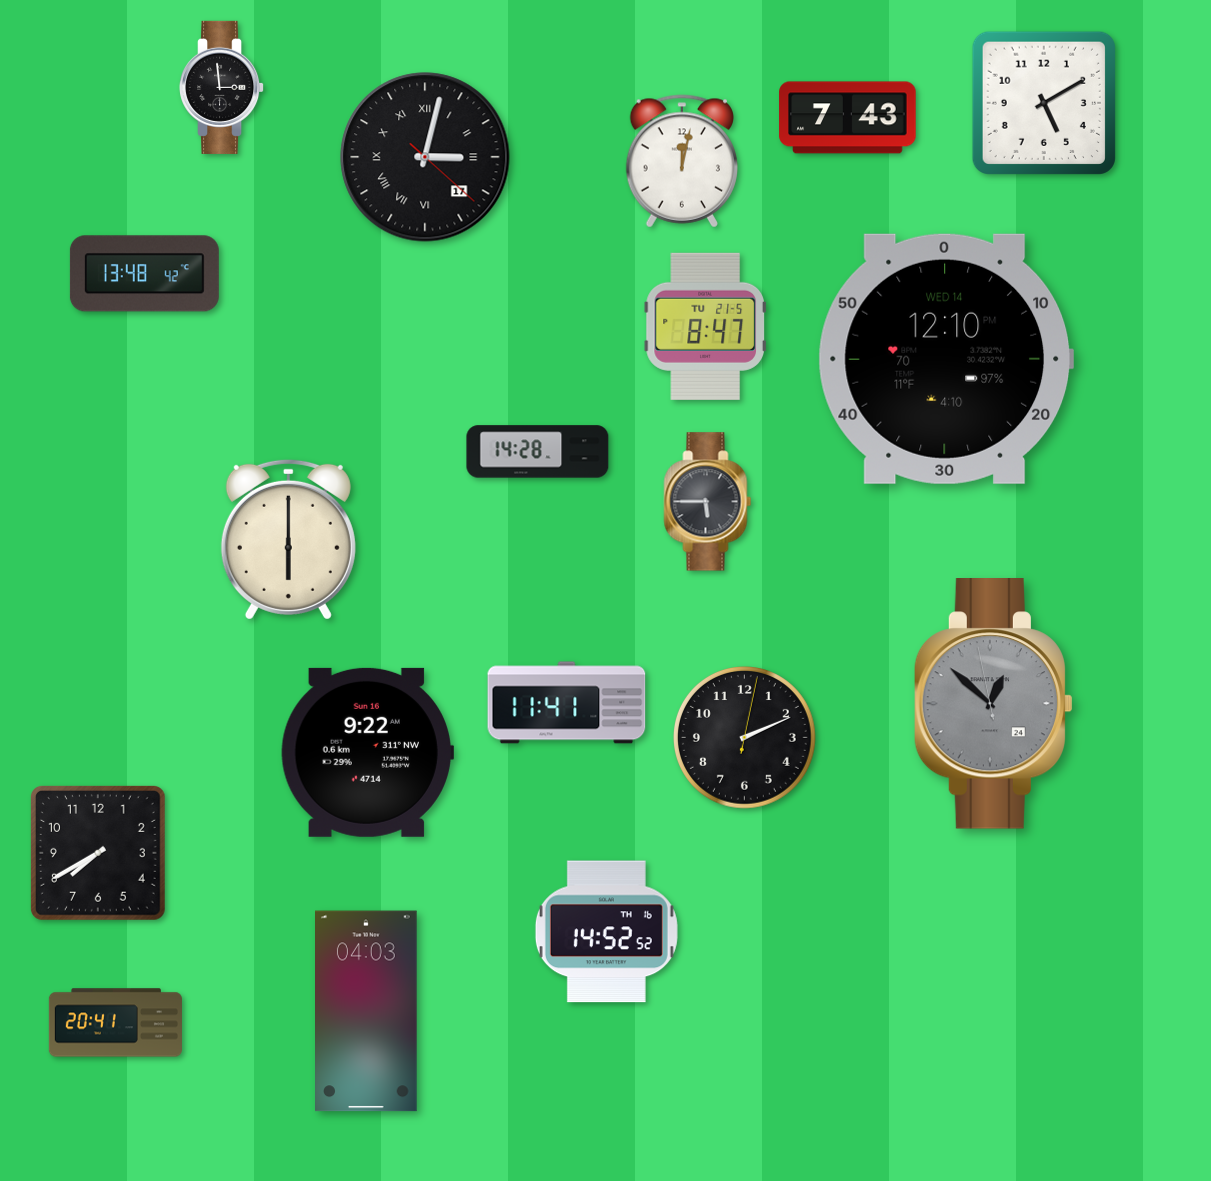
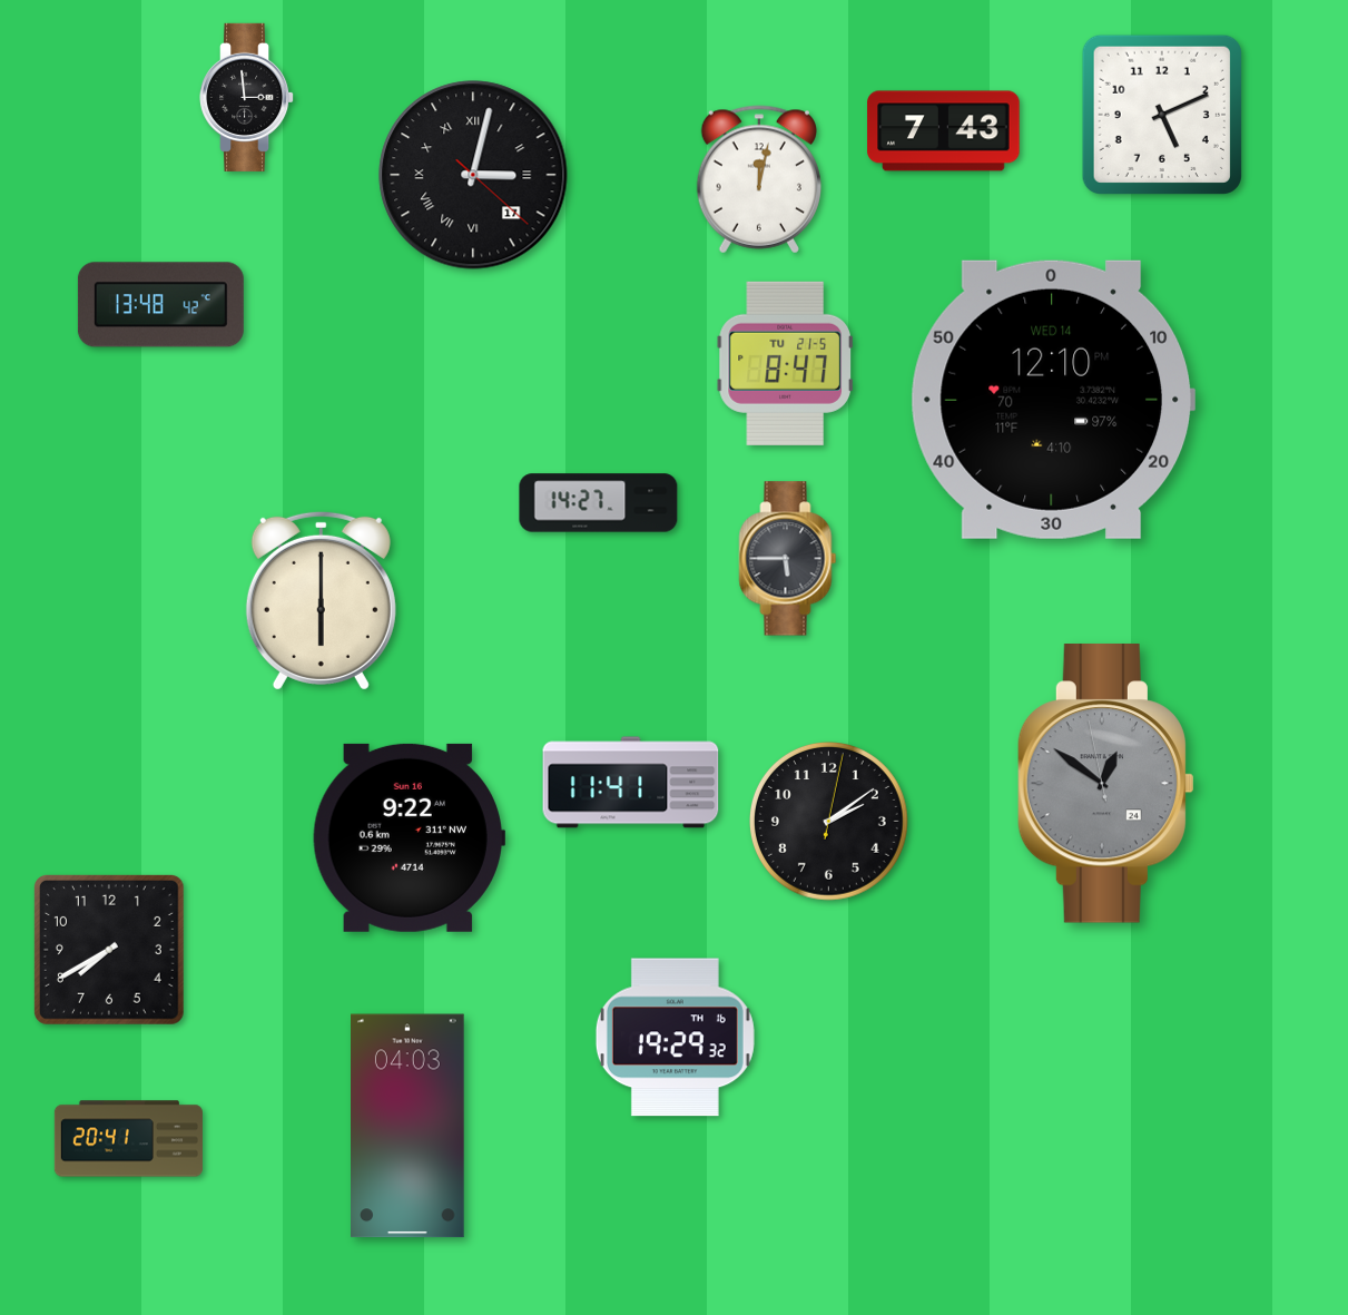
clock at (1044, 103): 5:10 -> 5:11
clock at (538, 452): 14:28 -> 14:27
clock at (993, 704): 12:51 -> 12:50
clock at (745, 738): 2:11 -> 2:09
clock at (606, 932): 14:52 -> 19:29
